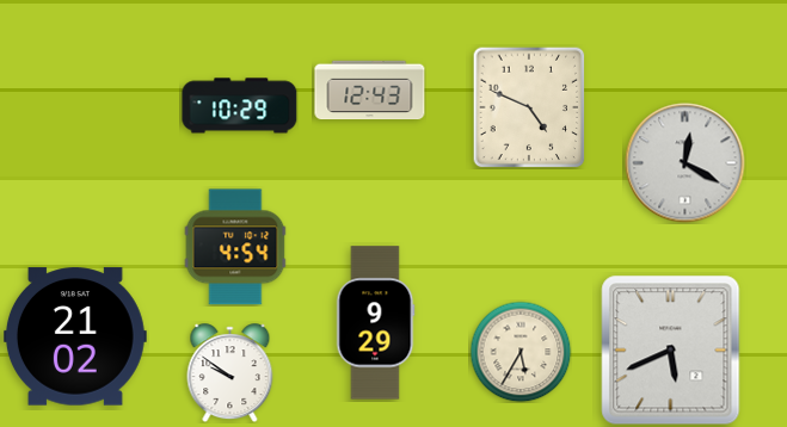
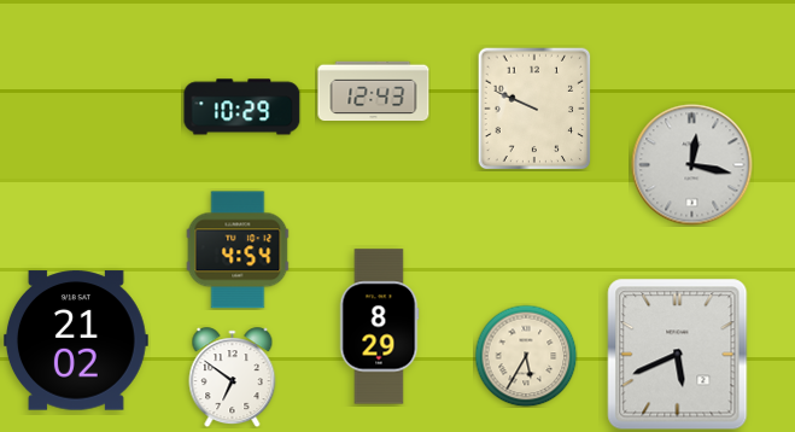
clock at (529, 107): 4:49 -> 9:49
clock at (685, 163): 12:20 -> 12:17
clock at (375, 323): 9:29 -> 8:29
clock at (230, 373): 9:51 -> 6:51
